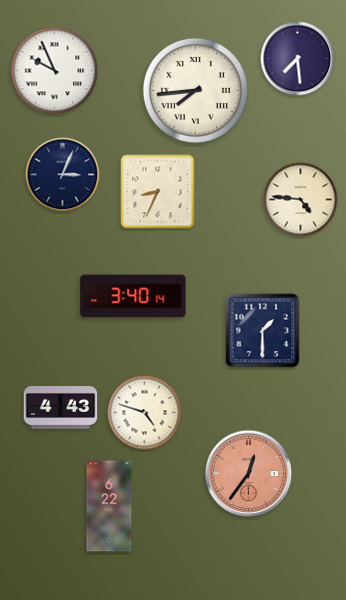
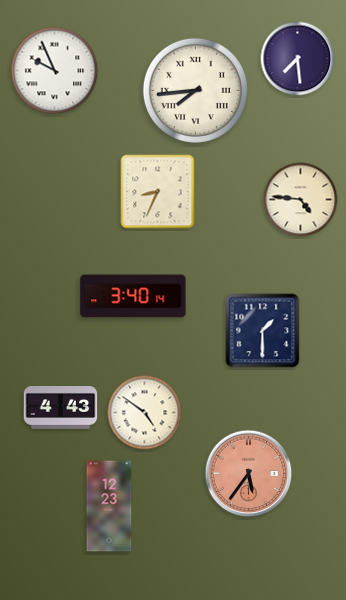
clock at (63, 175): 3:04 -> none
clock at (145, 413): 4:48 -> 4:51
clock at (249, 474): 12:36 -> 5:36
clock at (109, 506): 6:22 -> 12:23
